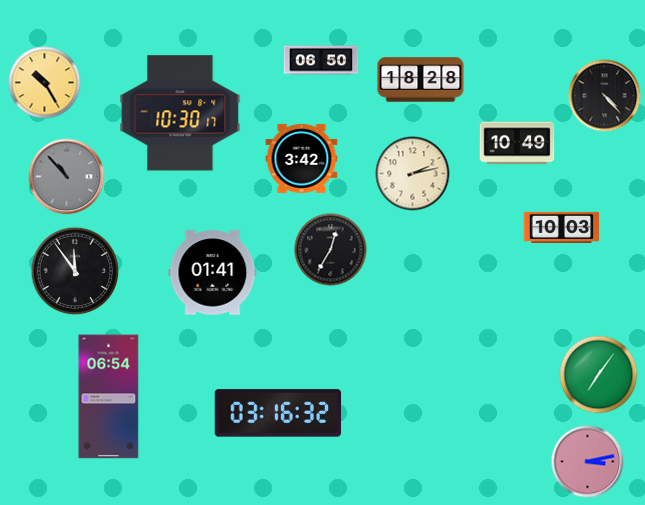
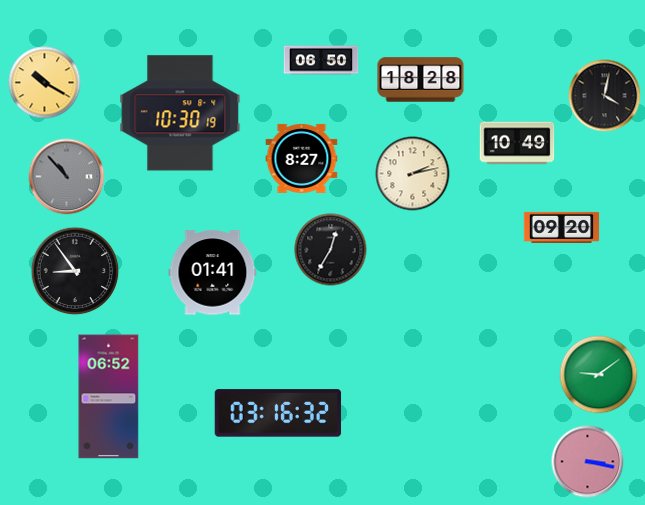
clock at (45, 83): 10:25 -> 10:20
clock at (605, 96): 4:23 -> 4:02
clock at (180, 113): 10:30:17 -> 10:30:19
clock at (302, 158): 3:42 -> 8:27
clock at (562, 227): 10:03 -> 09:20
clock at (75, 271): 11:54 -> 8:54
clock at (599, 375): 7:06 -> 9:09
clock at (109, 397): 06:54 -> 06:52
clock at (588, 462): 3:13 -> 3:17
